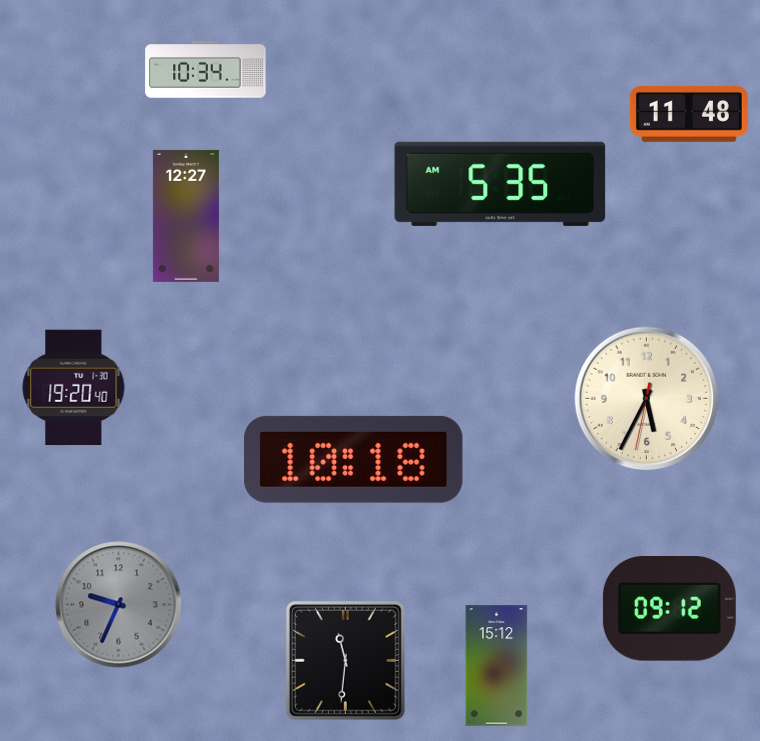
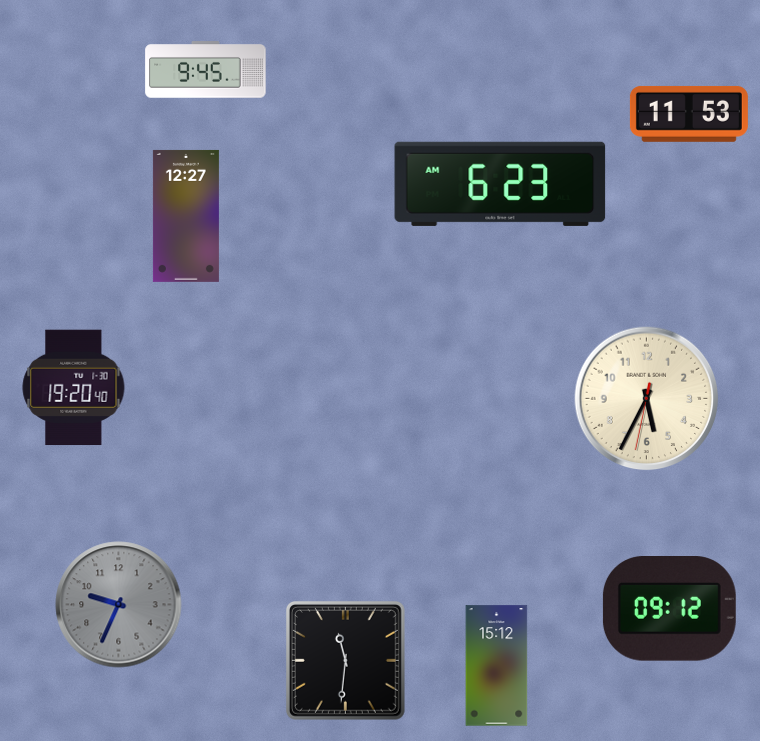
clock at (206, 70): 10:34 -> 9:45
clock at (689, 114): 11:48 -> 11:53
clock at (500, 184): 5:35 -> 6:23
clock at (354, 459): 10:18 -> none
